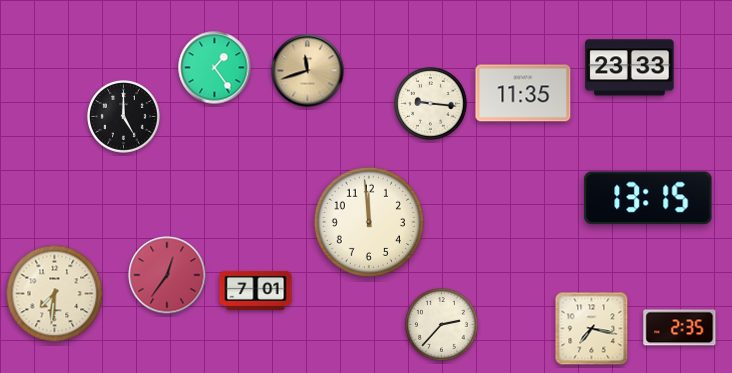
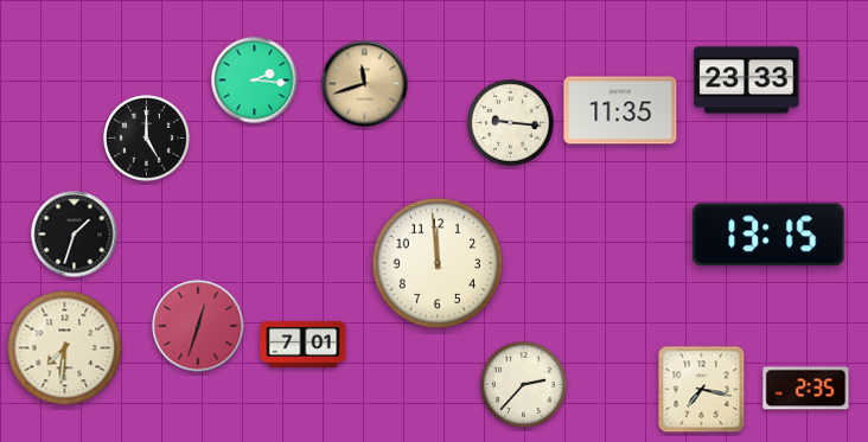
clock at (215, 68): 1:24 -> 2:16
clock at (75, 235): none -> 1:33
clock at (167, 275): 12:36 -> 12:33
